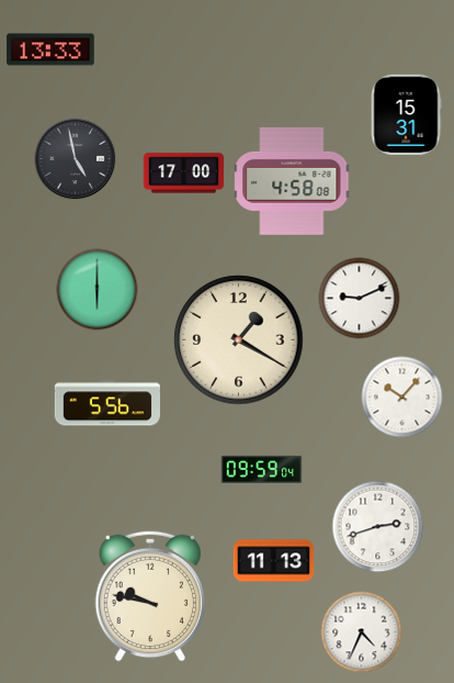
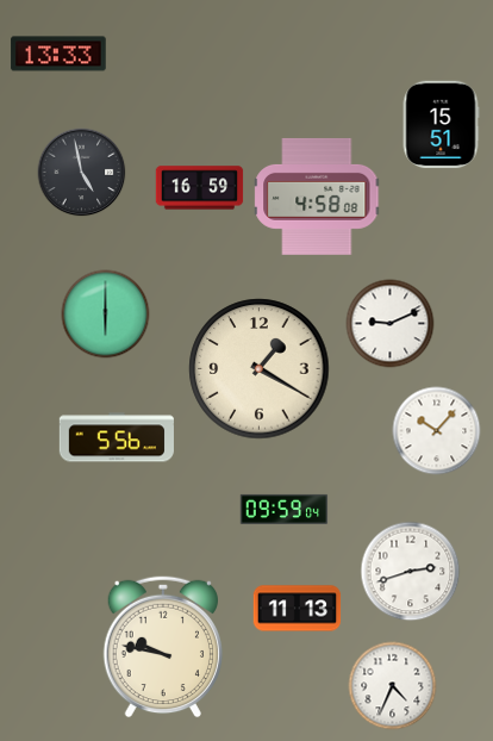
clock at (50, 49) position: (50, 49) -> (58, 54)
clock at (406, 115): 15:31 -> 15:51
clock at (184, 173): 17:00 -> 16:59
